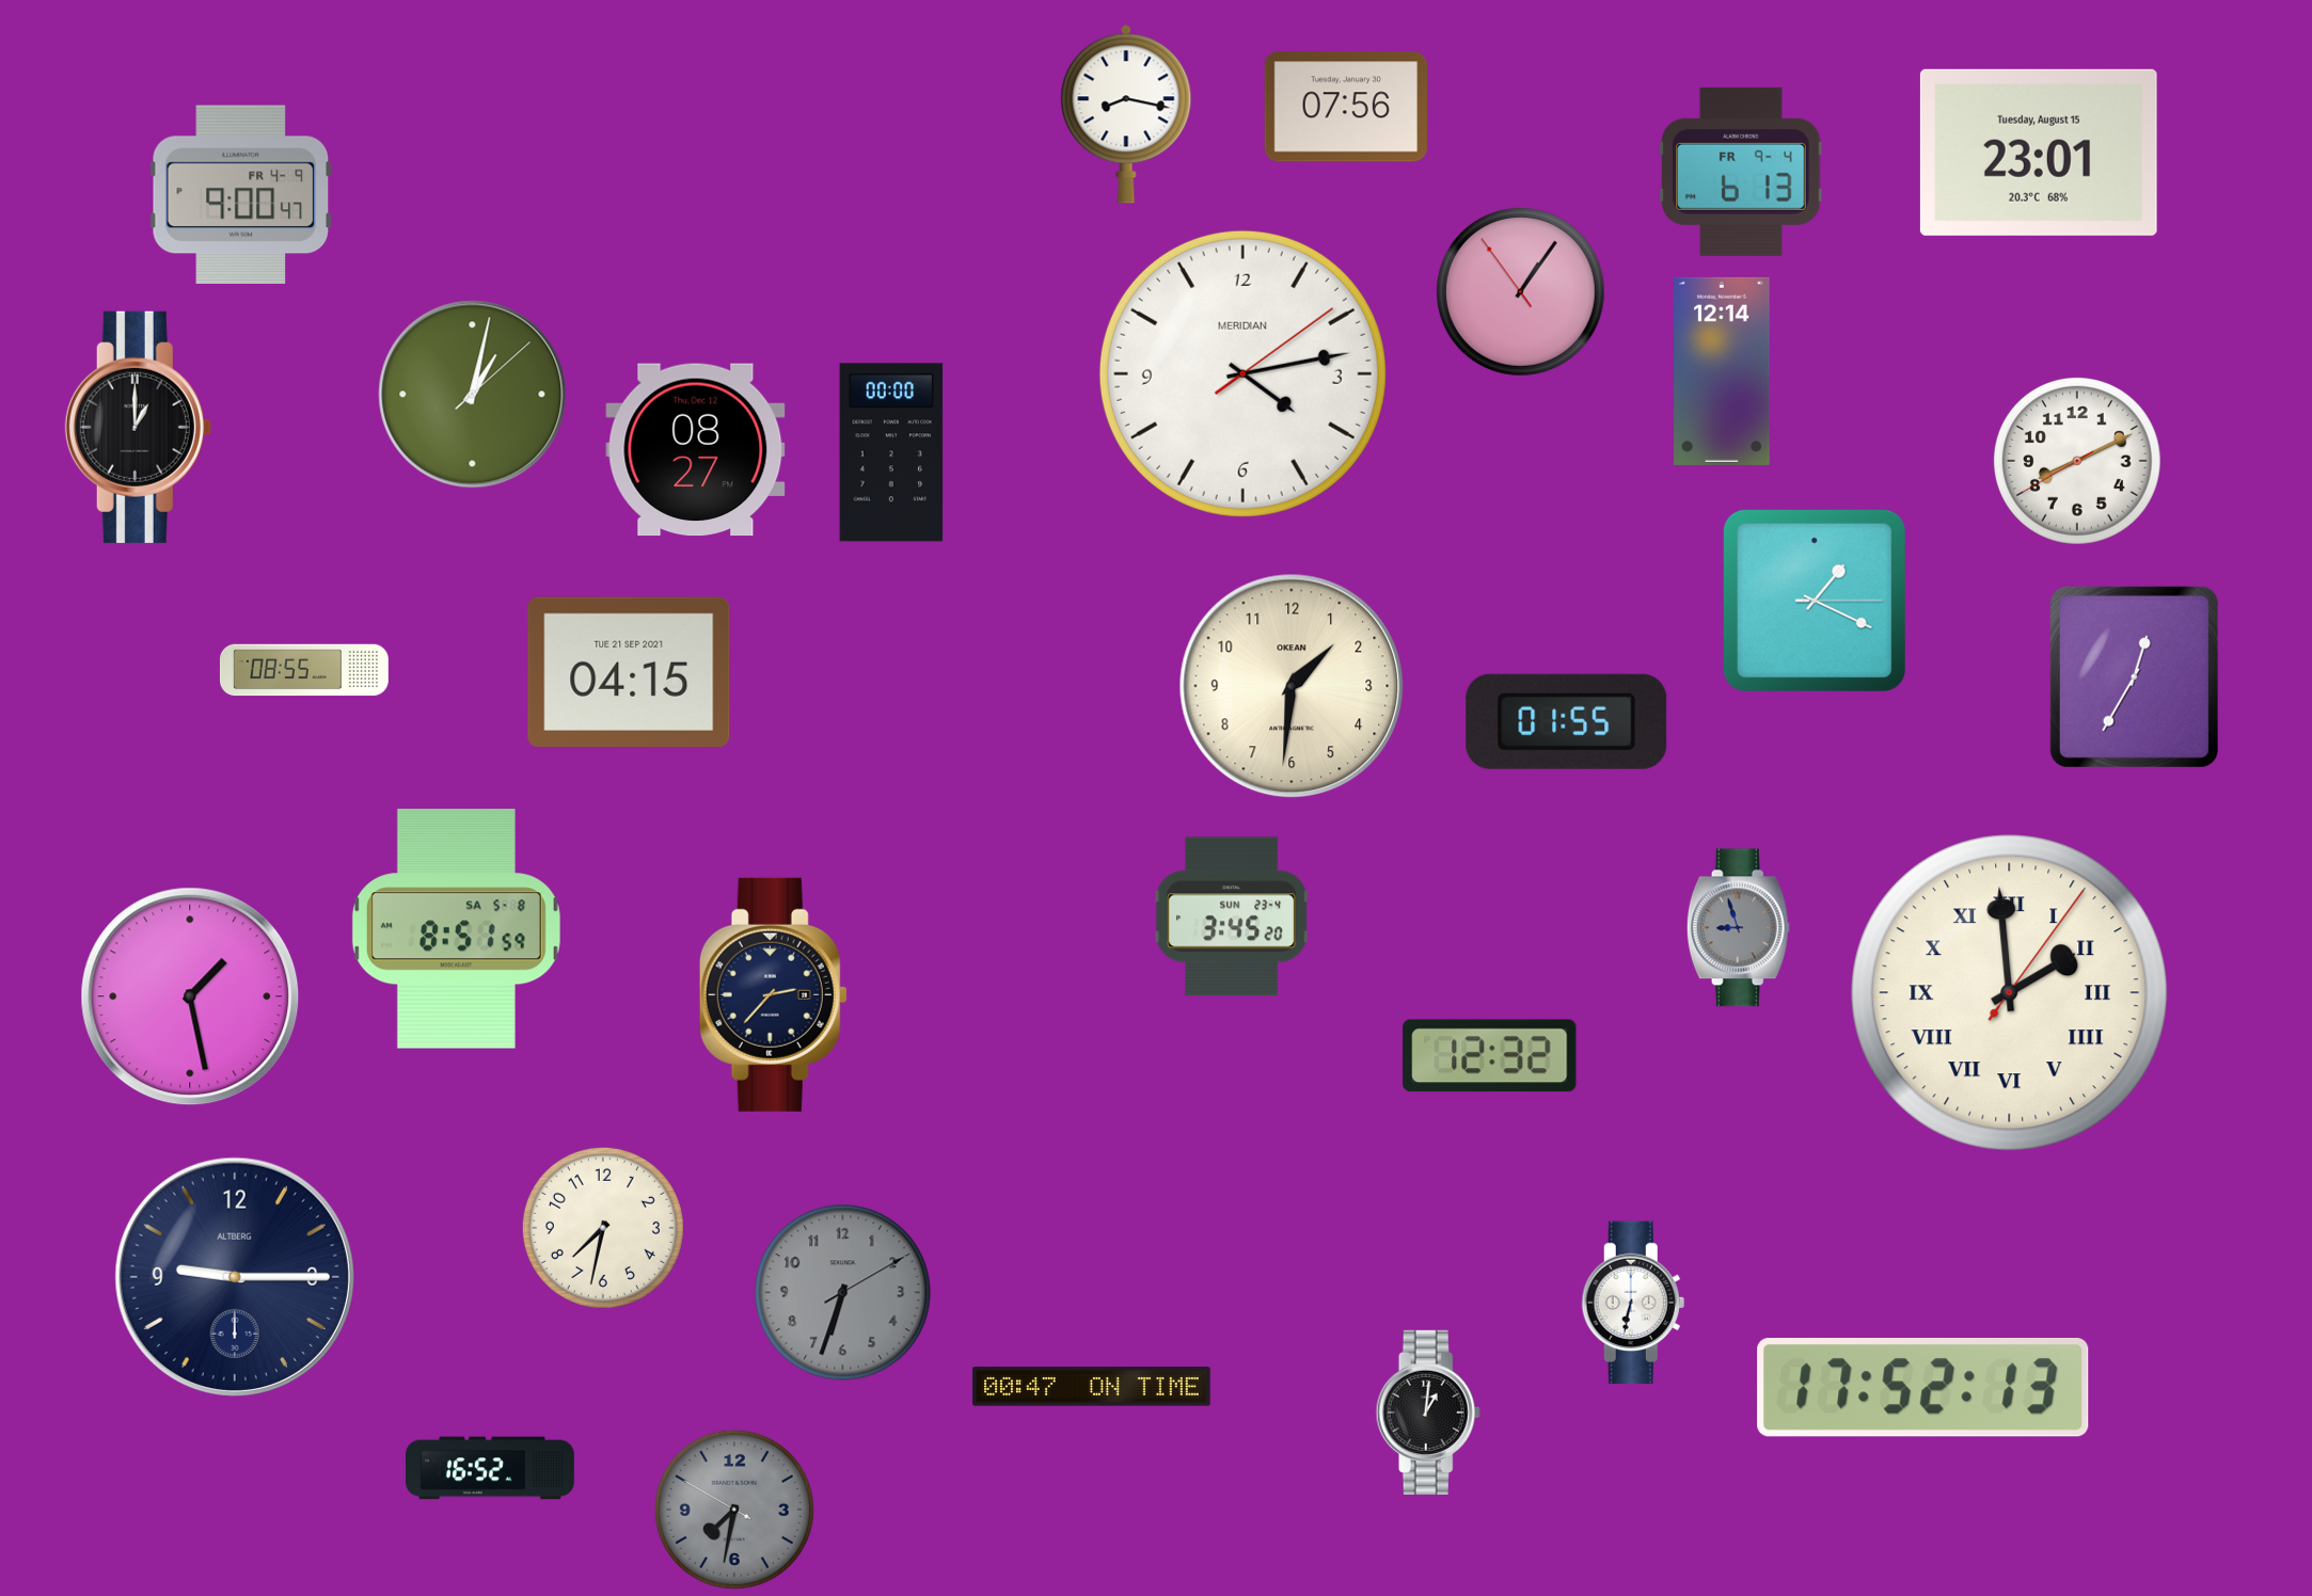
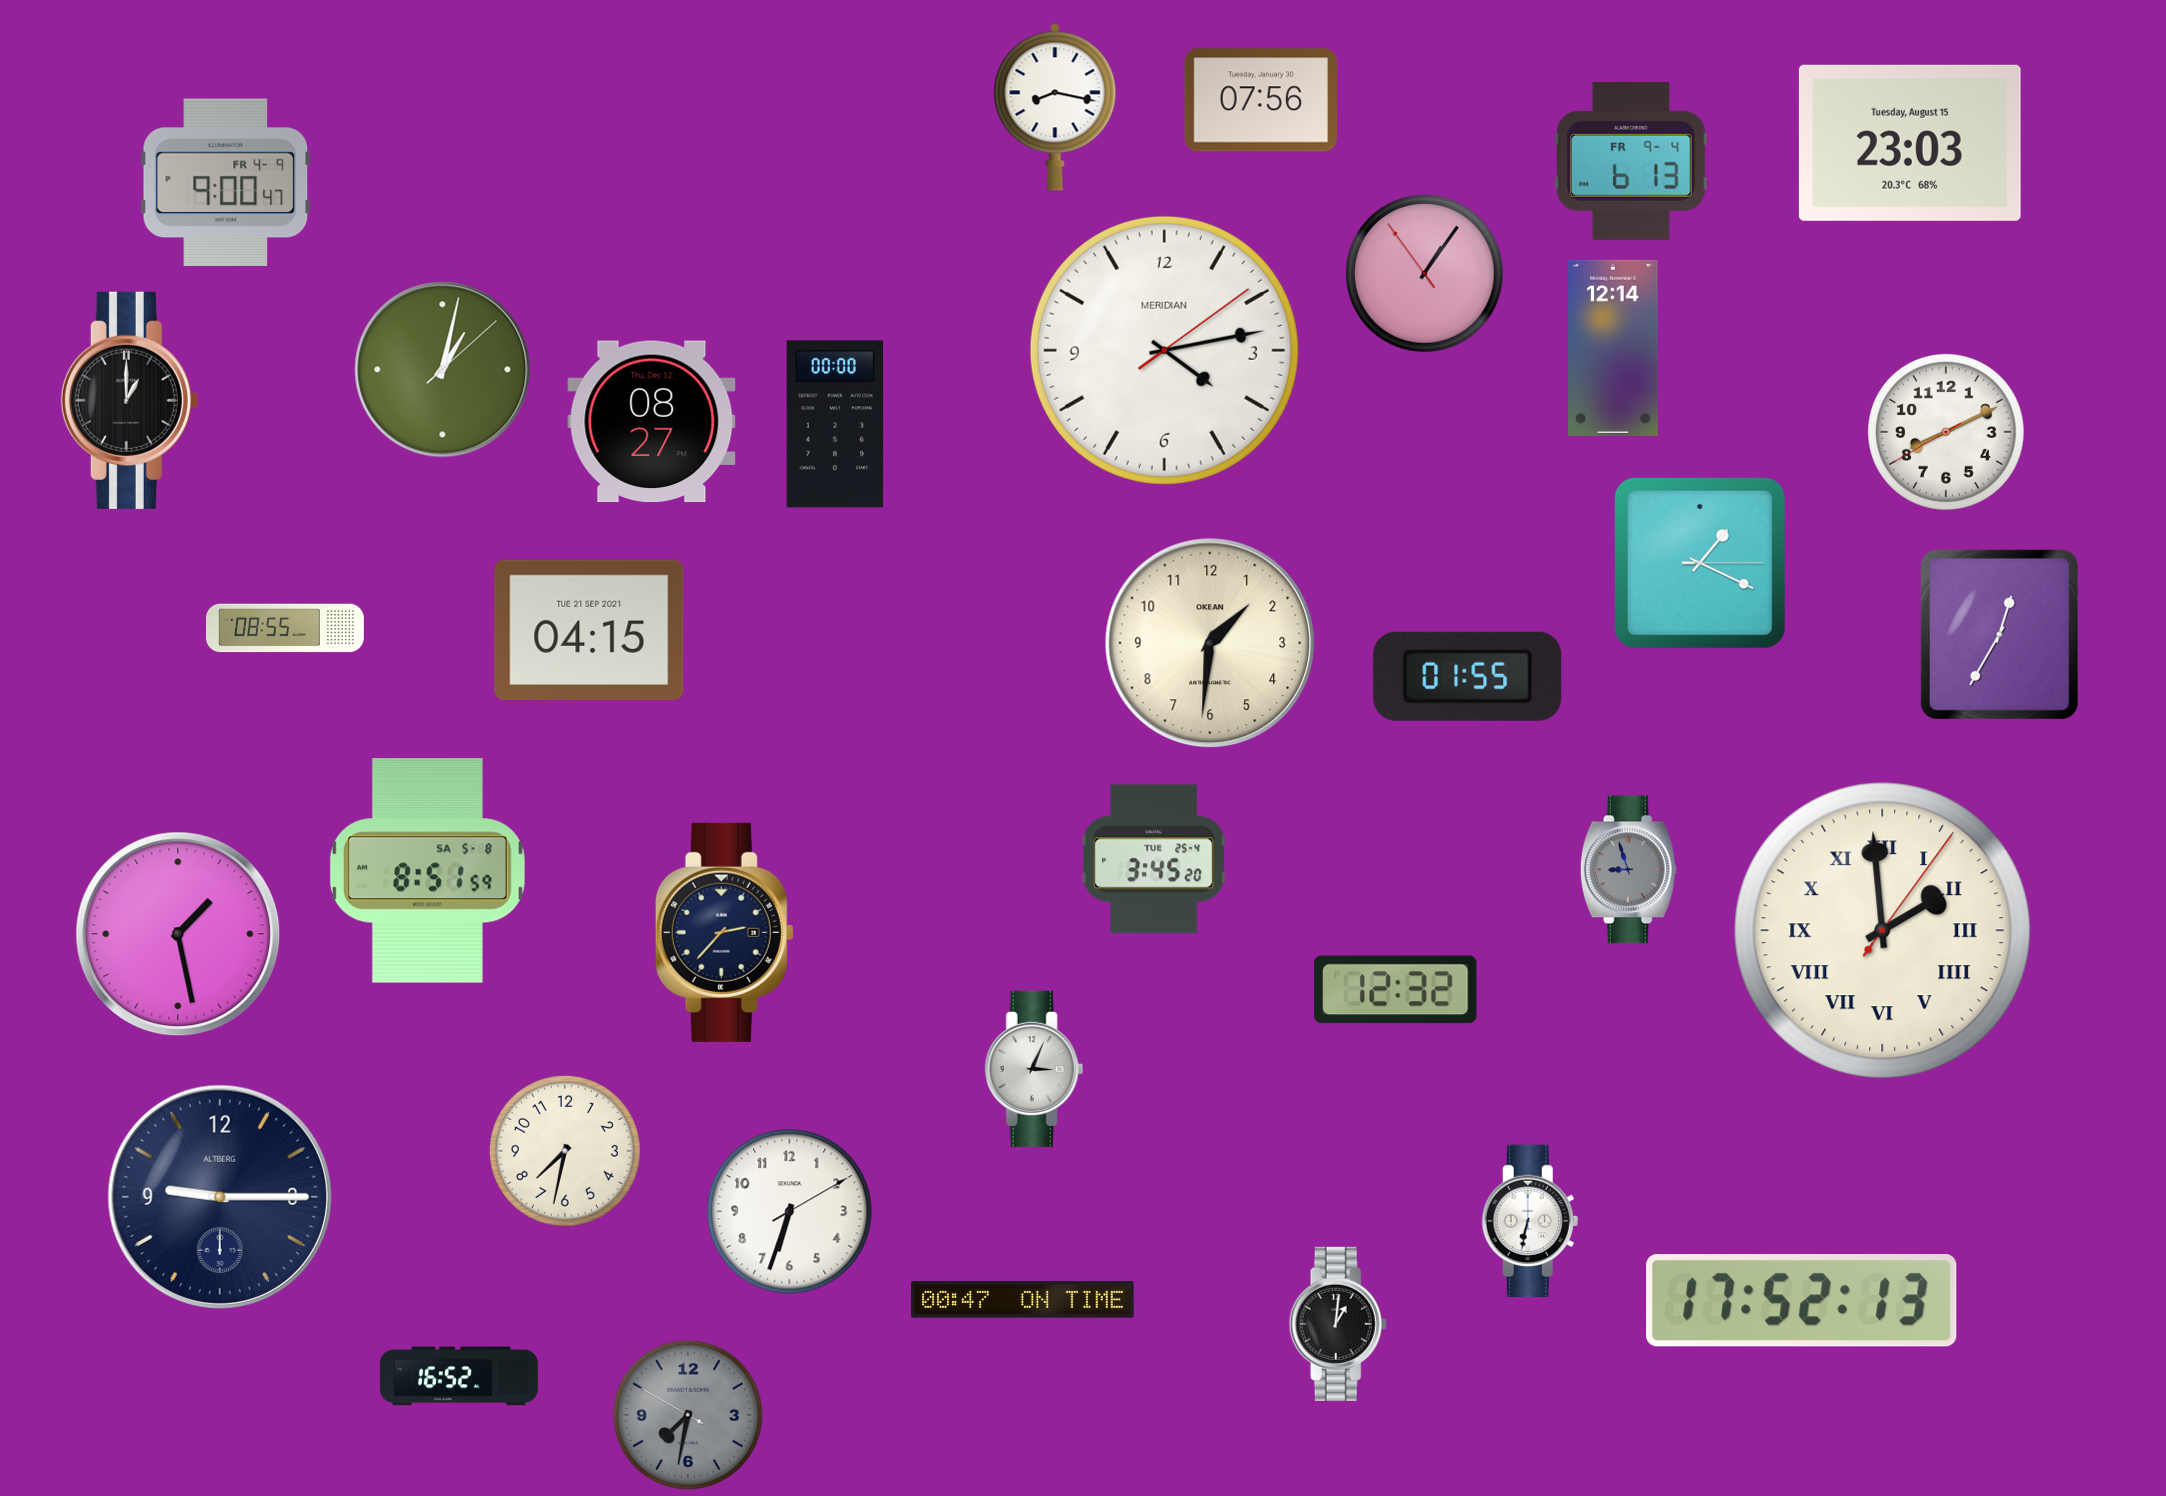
clock at (2039, 153): 23:01 -> 23:03
clock at (1232, 916) date: SUN 23-4 -> TUE 25-4
clock at (1034, 1069): none -> 3:04
clock at (843, 1293) dial: grey -> white
